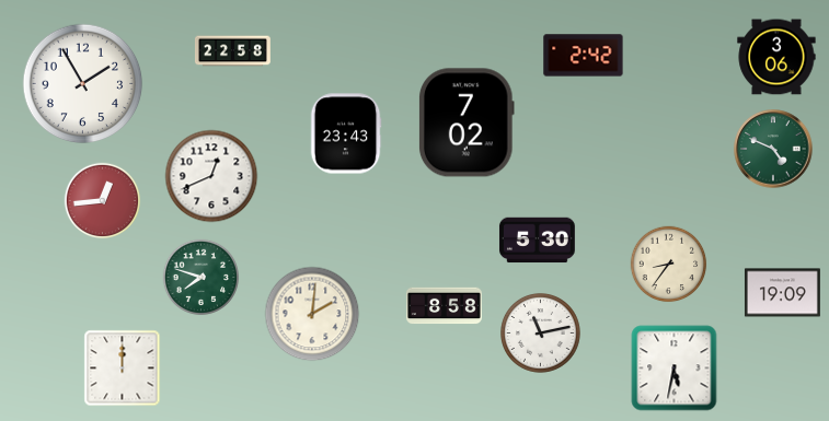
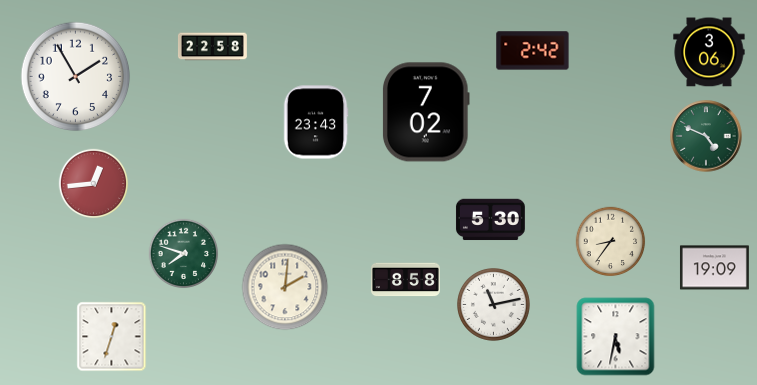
clock at (211, 176): 12:41 -> none
clock at (123, 369): 12:00 -> 12:33
